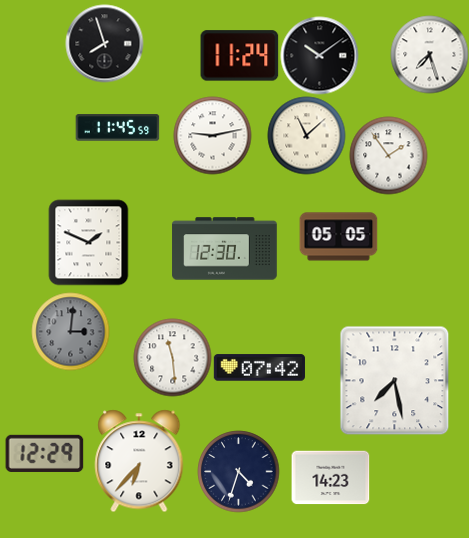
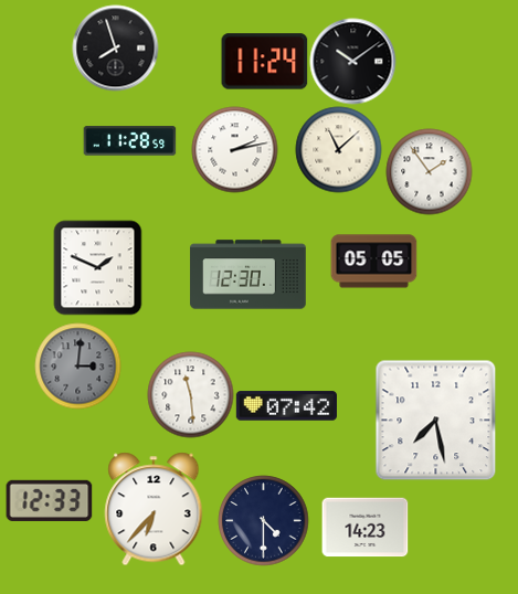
clock at (429, 54): 7:27 -> none
clock at (117, 128): 11:45 -> 11:28
clock at (212, 135): 9:13 -> 2:13
clock at (44, 453): 12:29 -> 12:33
clock at (238, 471): 4:33 -> 4:30
